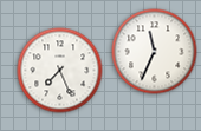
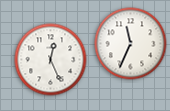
clock at (60, 71): 7:26 -> 12:26
